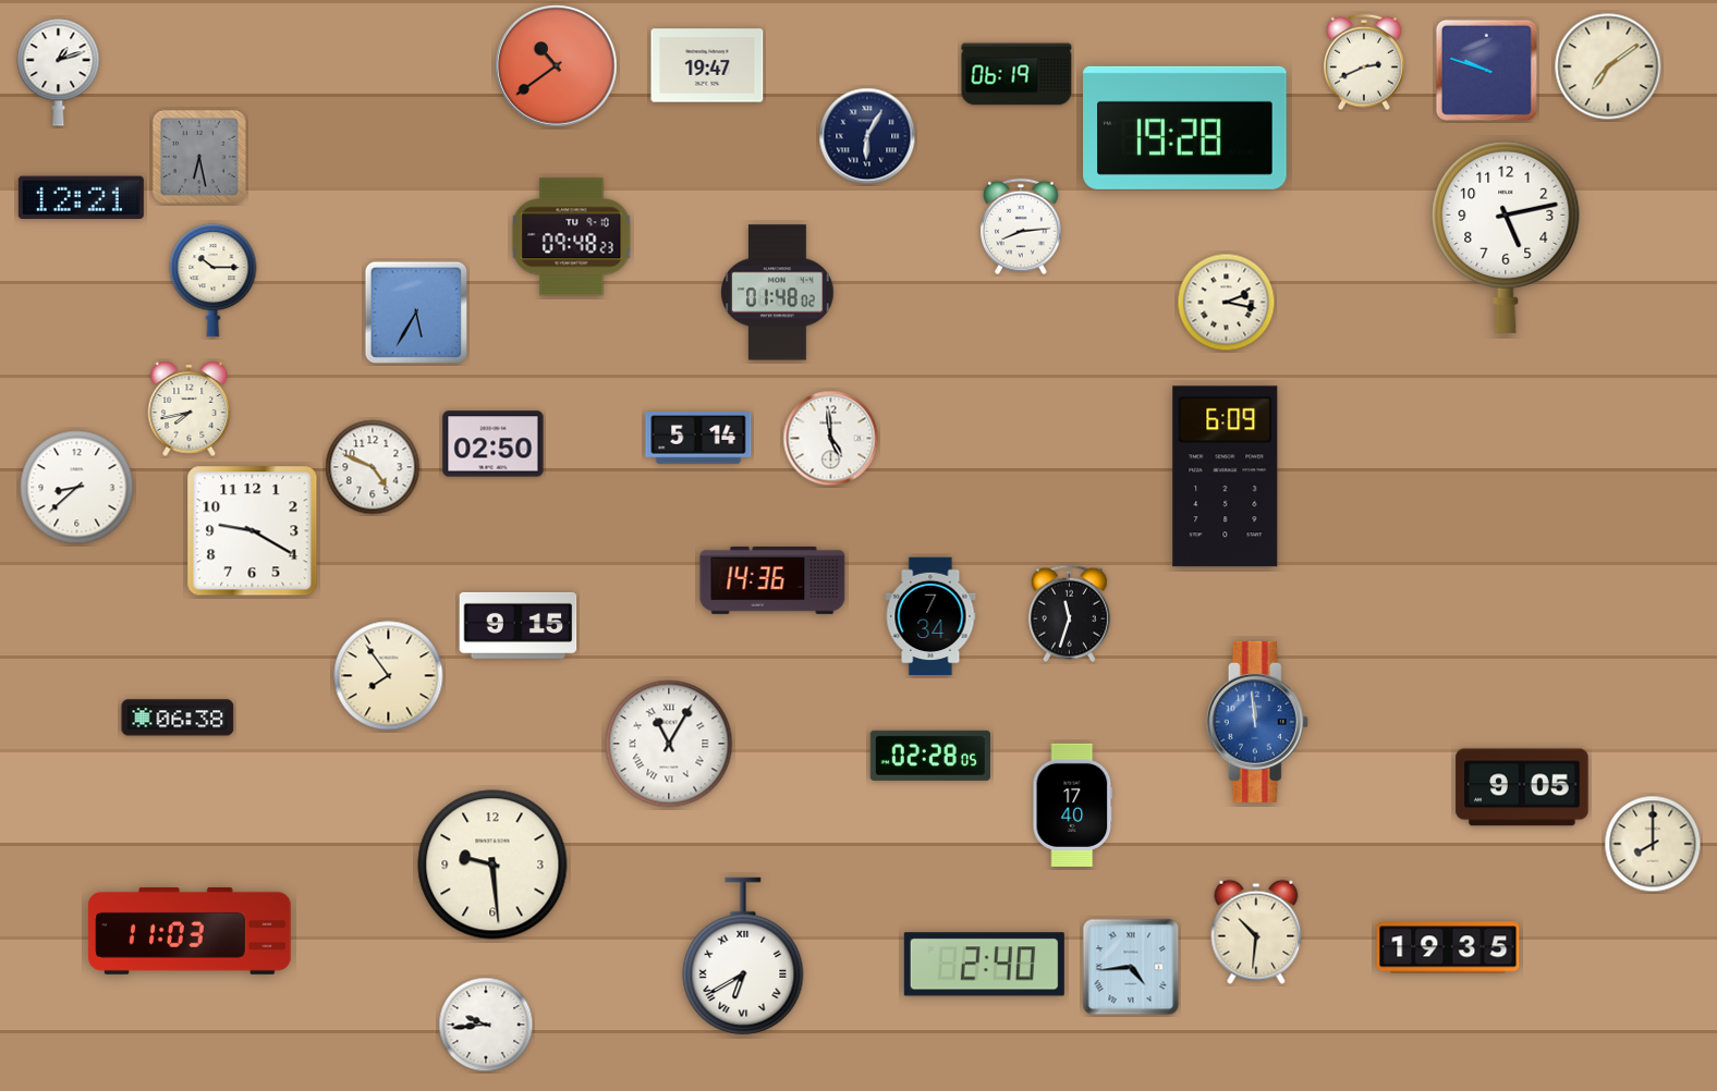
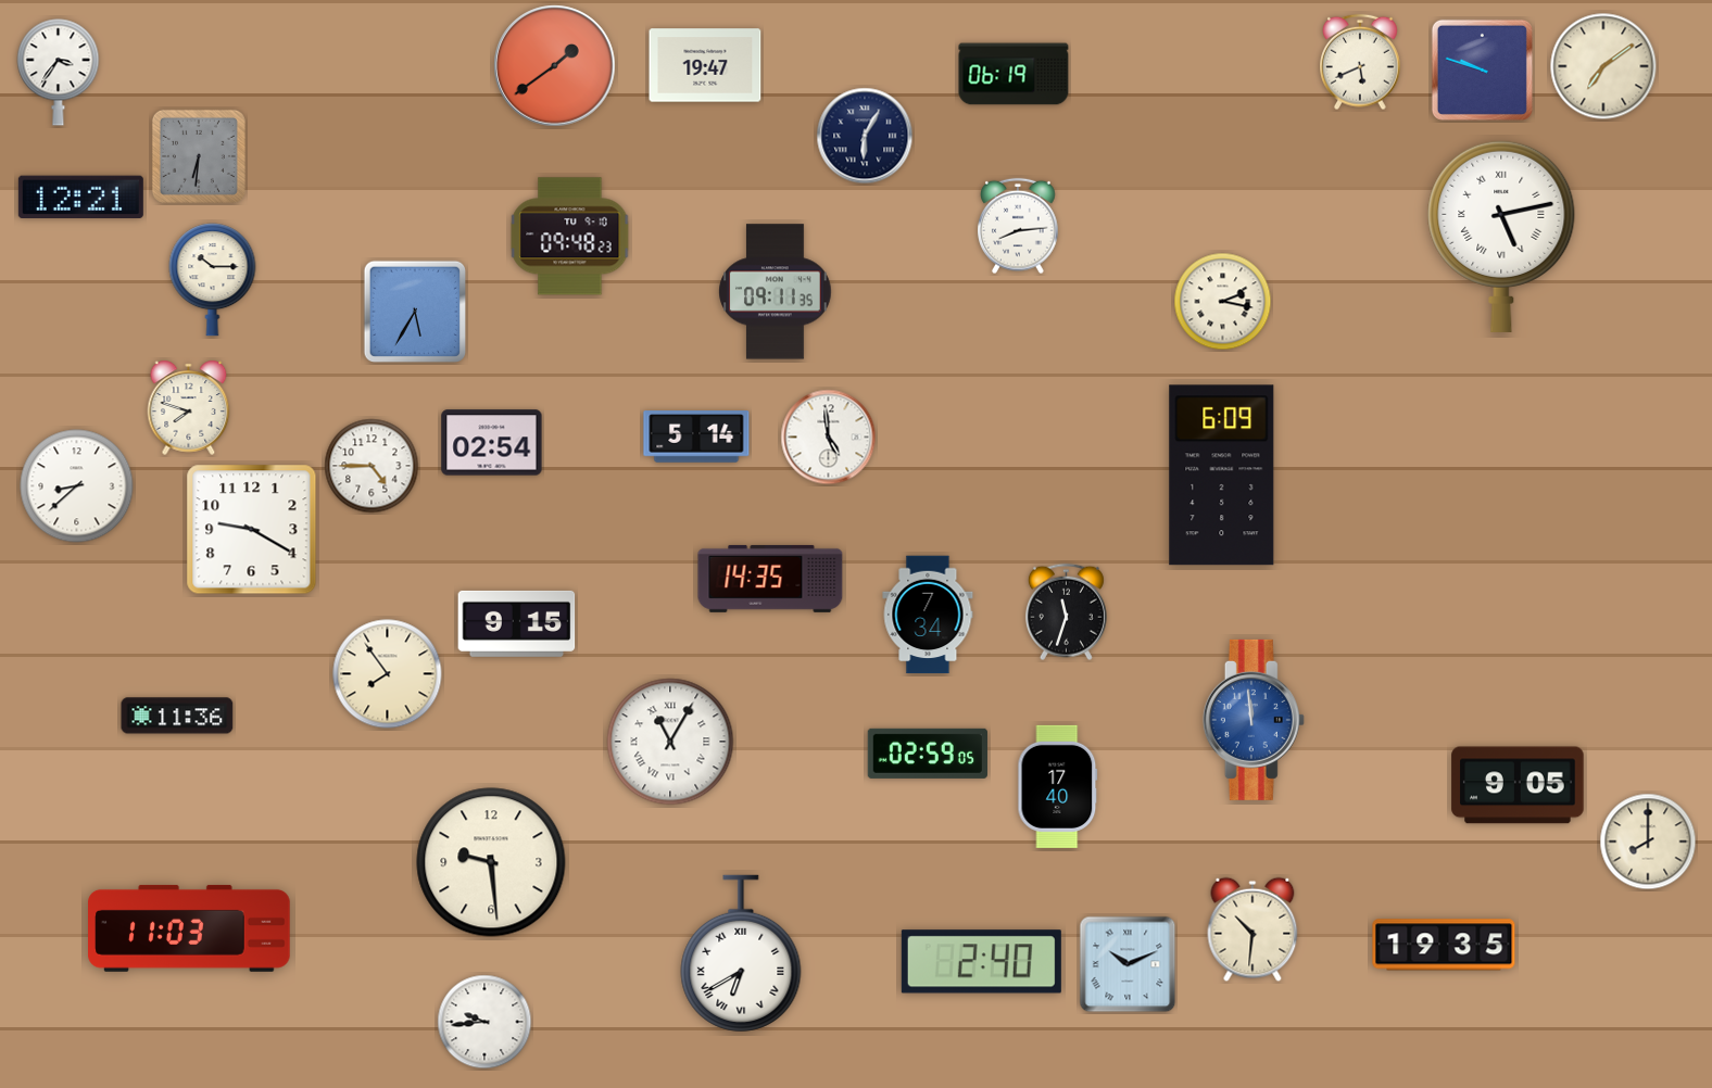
clock at (1364, 62): 2:41 -> 5:41
clock at (557, 66): 10:39 -> 1:39
clock at (59, 73): 1:12 -> 3:36
clock at (1185, 127): 19:28 -> none
clock at (199, 157): 6:28 -> 6:31
clock at (1506, 236) numerals: Arabic -> Roman
clock at (778, 293): 01:48 -> 09:11
clock at (190, 408): 7:43 -> 7:48
clock at (494, 444): 02:50 -> 02:54
clock at (373, 467): 4:49 -> 4:45
clock at (772, 580): 14:36 -> 14:35
clock at (178, 718): 06:38 -> 11:36
clock at (669, 744) position: (669, 744) -> (670, 742)
clock at (929, 756): 02:28 -> 02:59
clock at (1073, 805) position: (1073, 805) -> (1058, 786)
clock at (1131, 967): 4:44 -> 10:11
